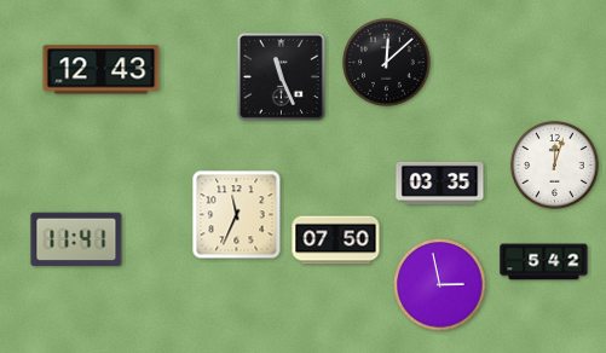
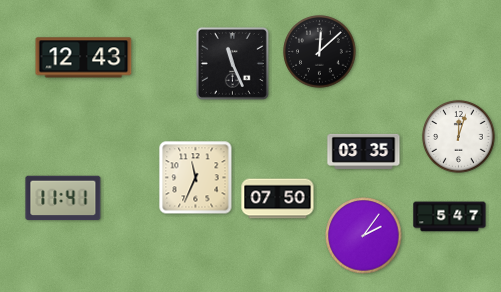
clock at (544, 262): 5:42 -> 5:47
clock at (440, 285): 2:58 -> 2:06
